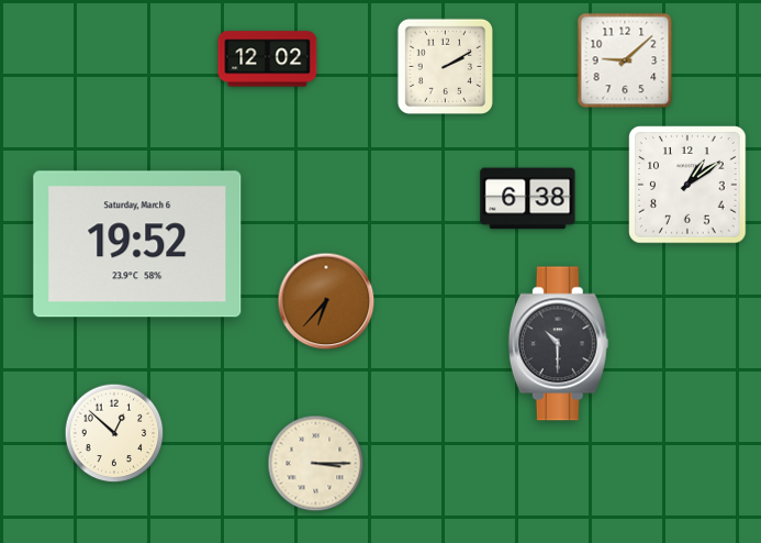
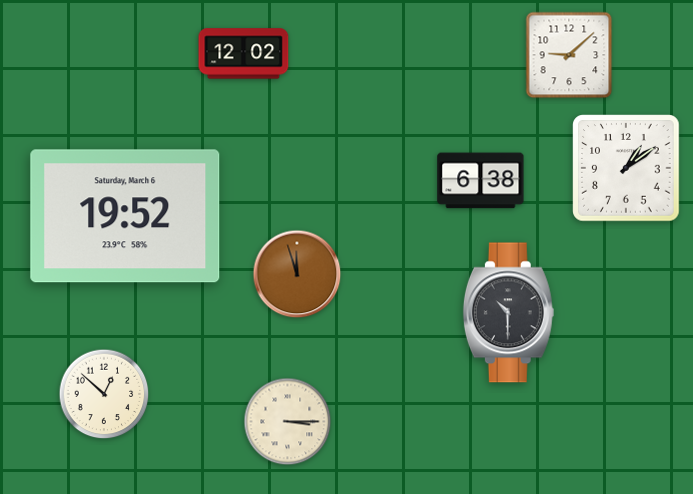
clock at (445, 66): 2:10 -> none
clock at (137, 244) position: (137, 244) -> (125, 216)
clock at (326, 301): 6:37 -> 11:57
